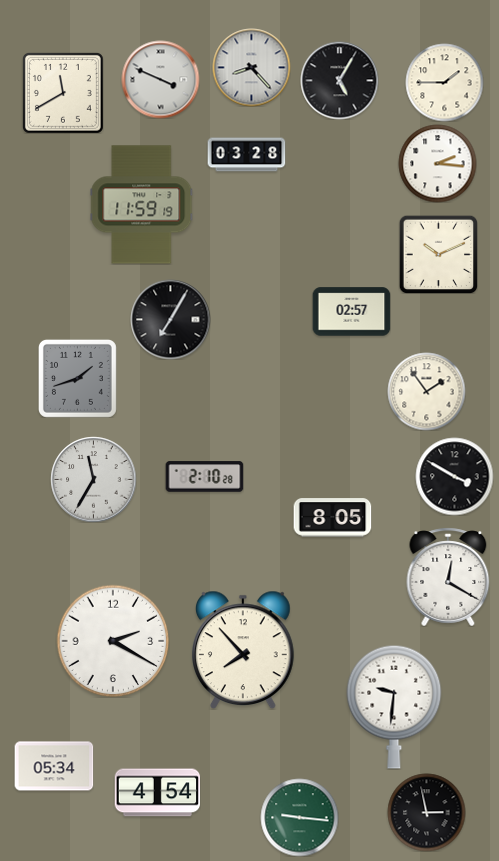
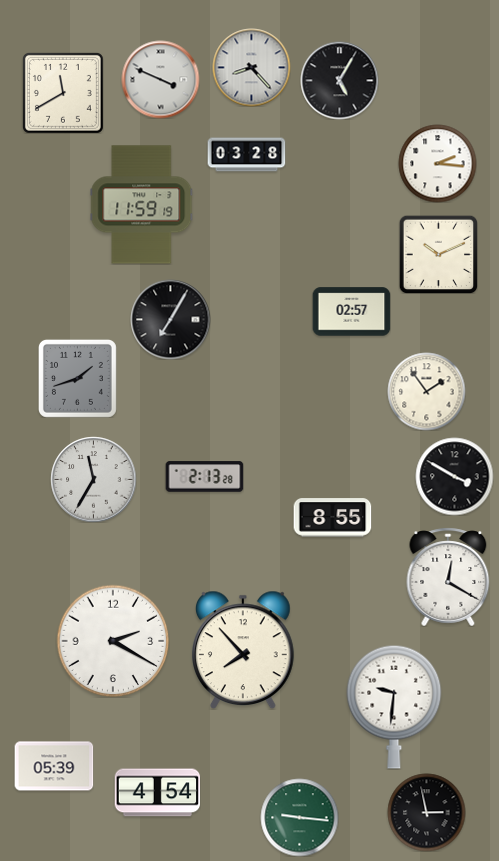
clock at (444, 82): 1:45 -> none
clock at (204, 477): 2:10 -> 2:13
clock at (332, 518): 8:05 -> 8:55
clock at (54, 766): 05:34 -> 05:39
